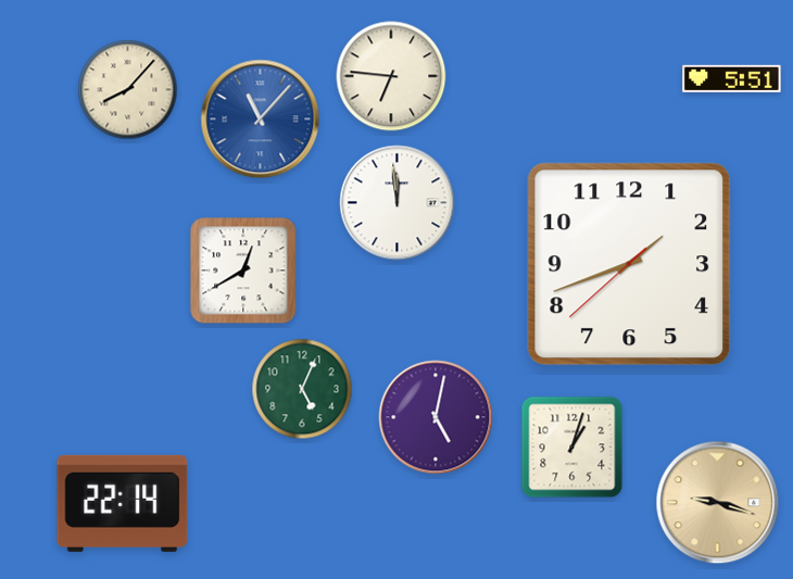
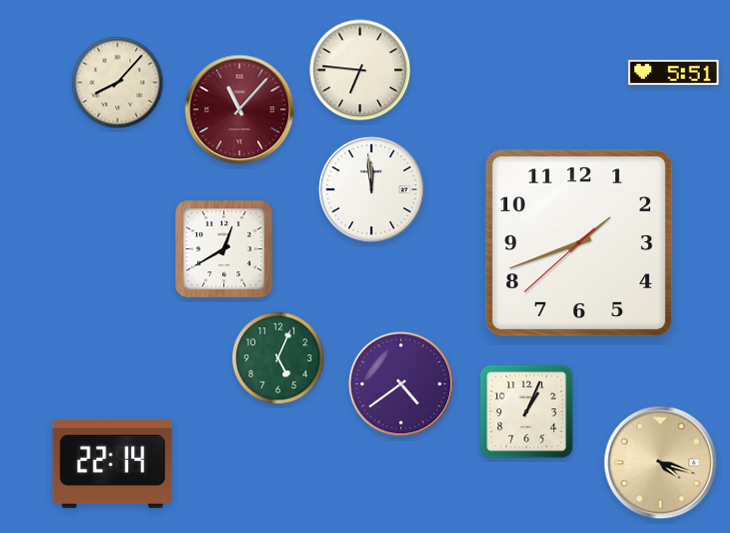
clock at (261, 119) dial: blue -> burgundy
clock at (398, 203) position: (398, 203) -> (372, 190)
clock at (436, 417): 5:02 -> 4:39
clock at (572, 448): 1:03 -> 1:04
clock at (718, 503): 9:18 -> 4:18
